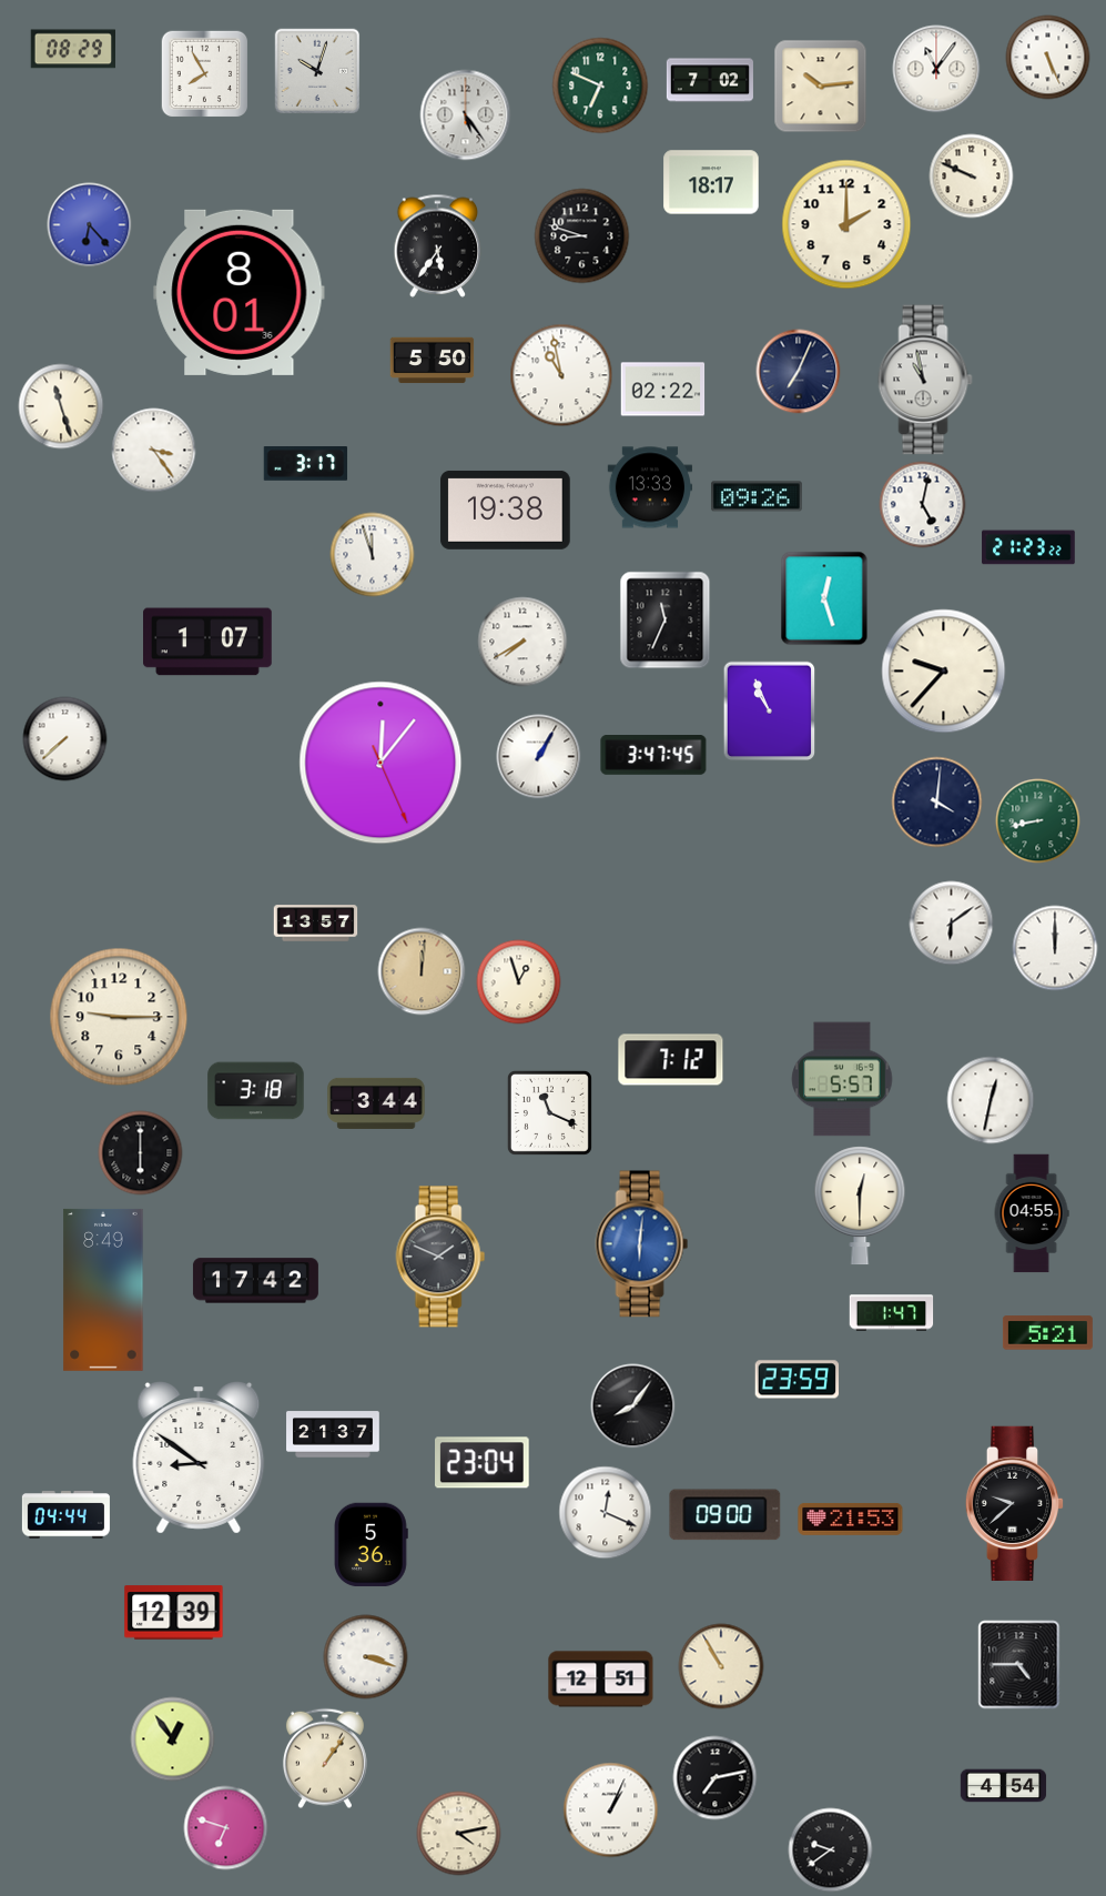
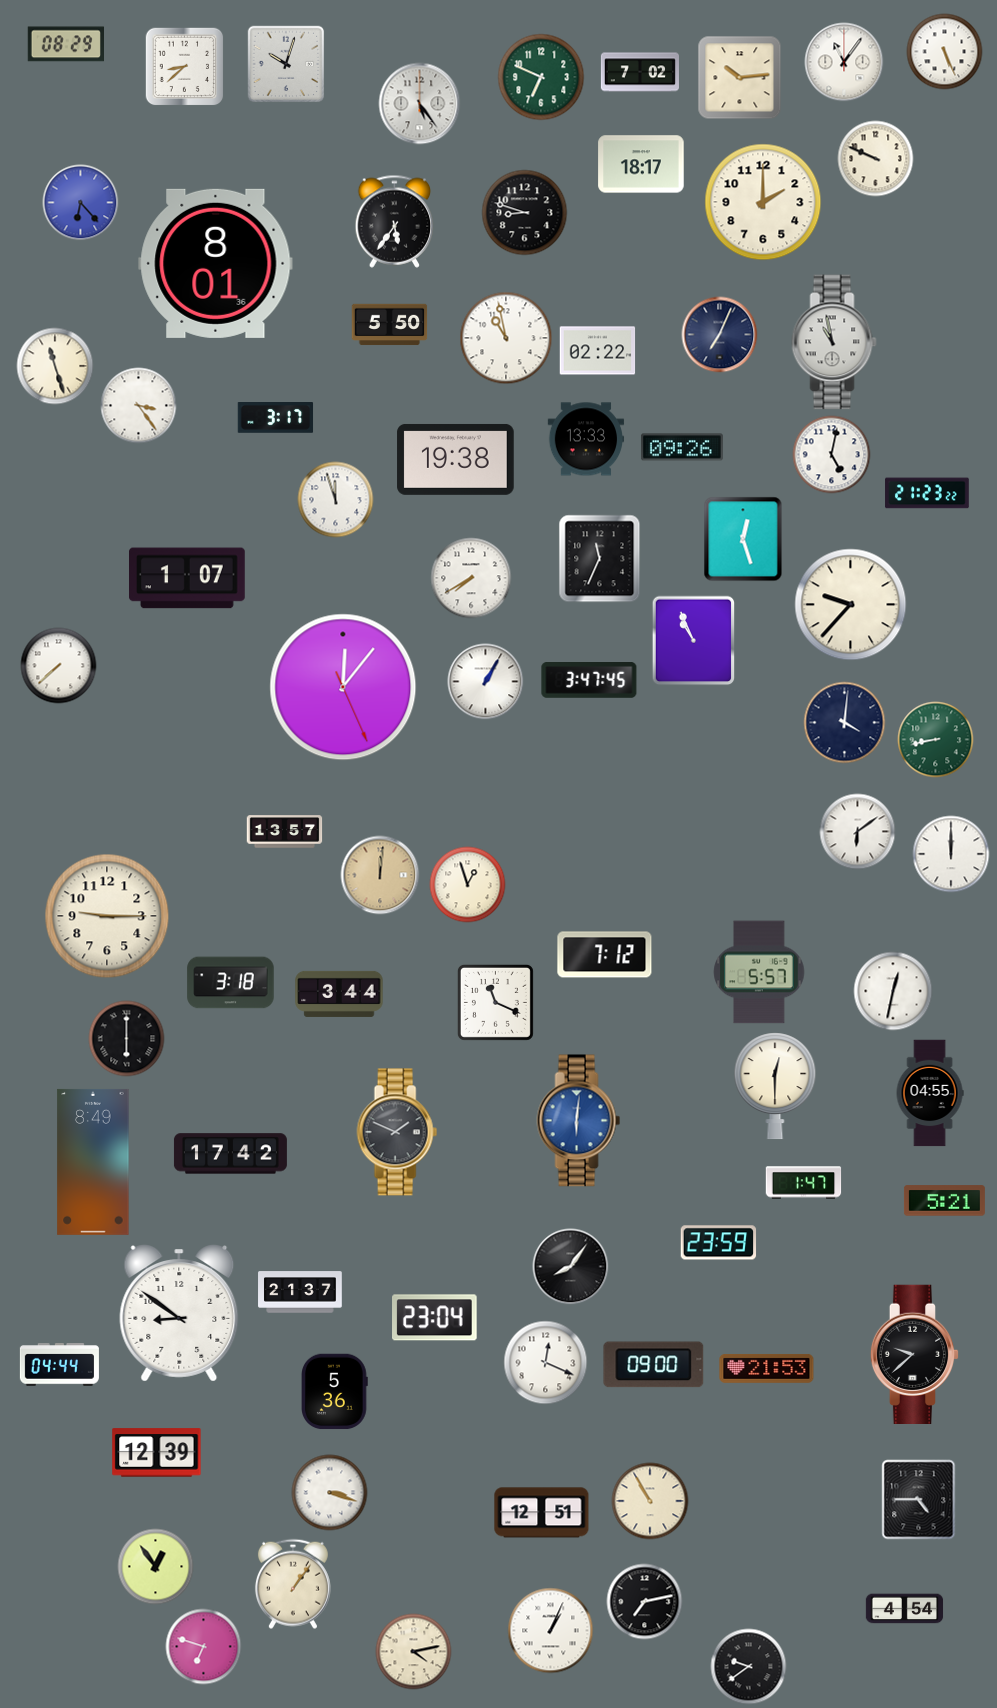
clock at (205, 74): 7:55 -> 8:38
